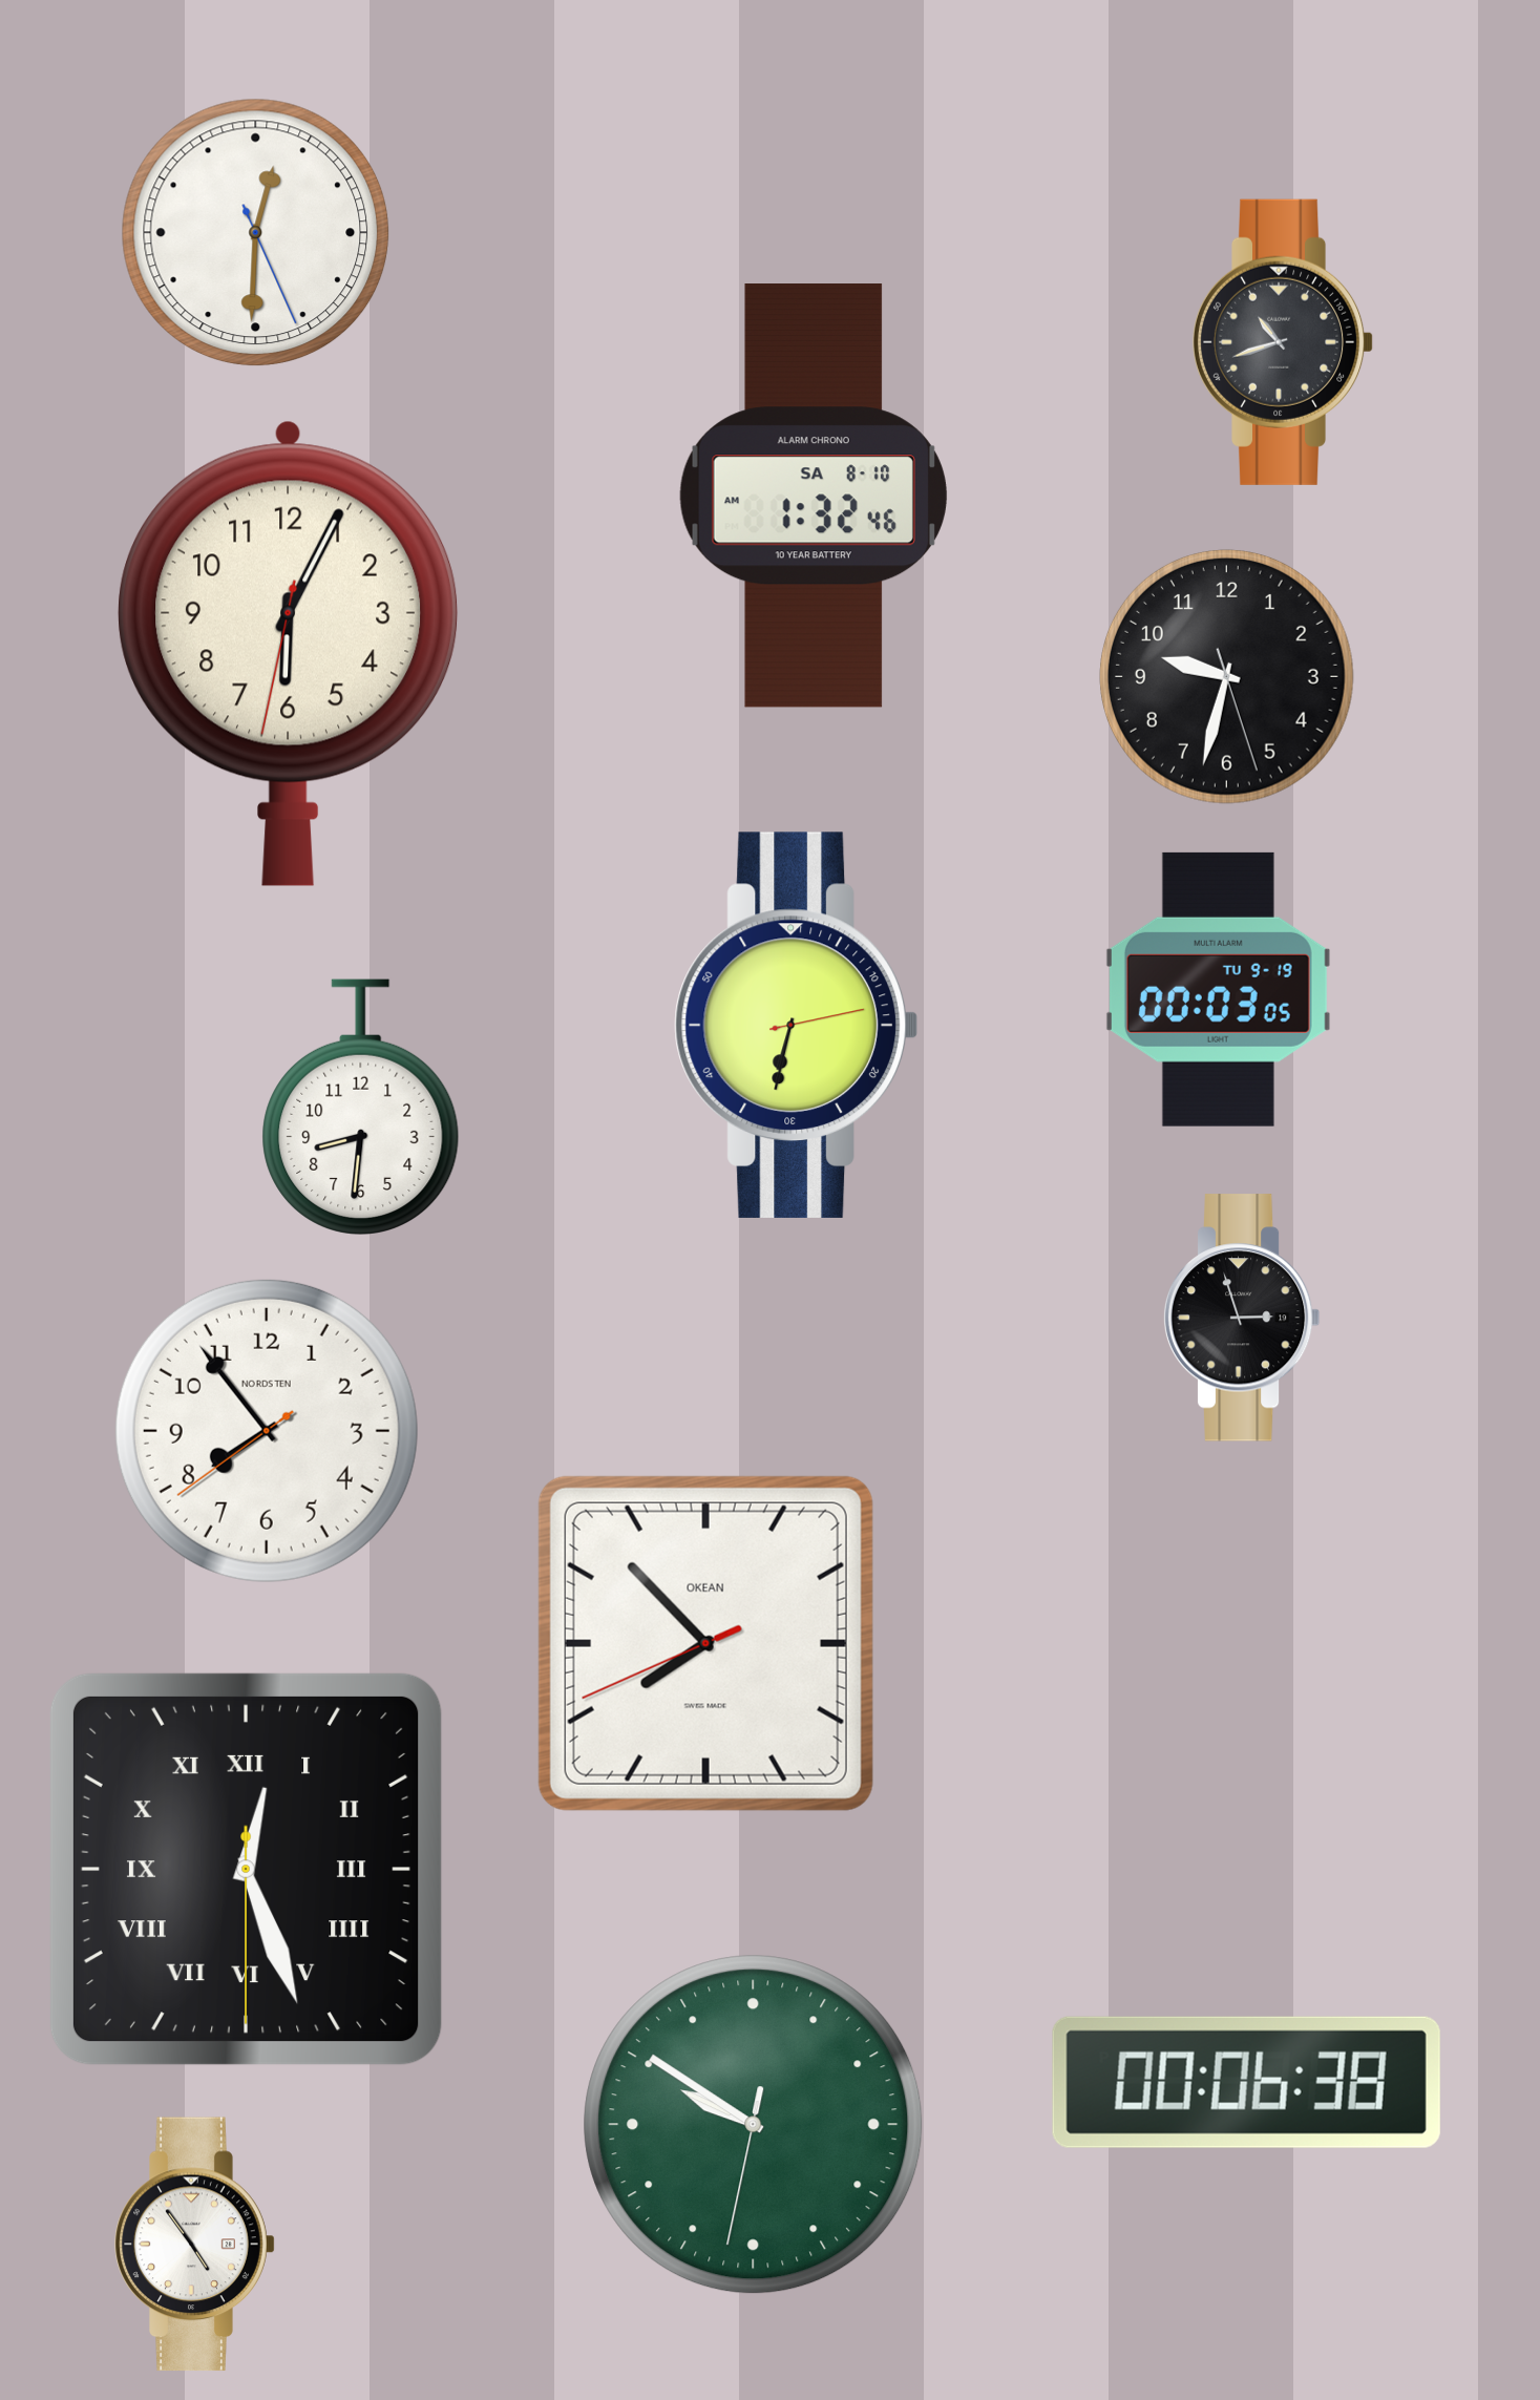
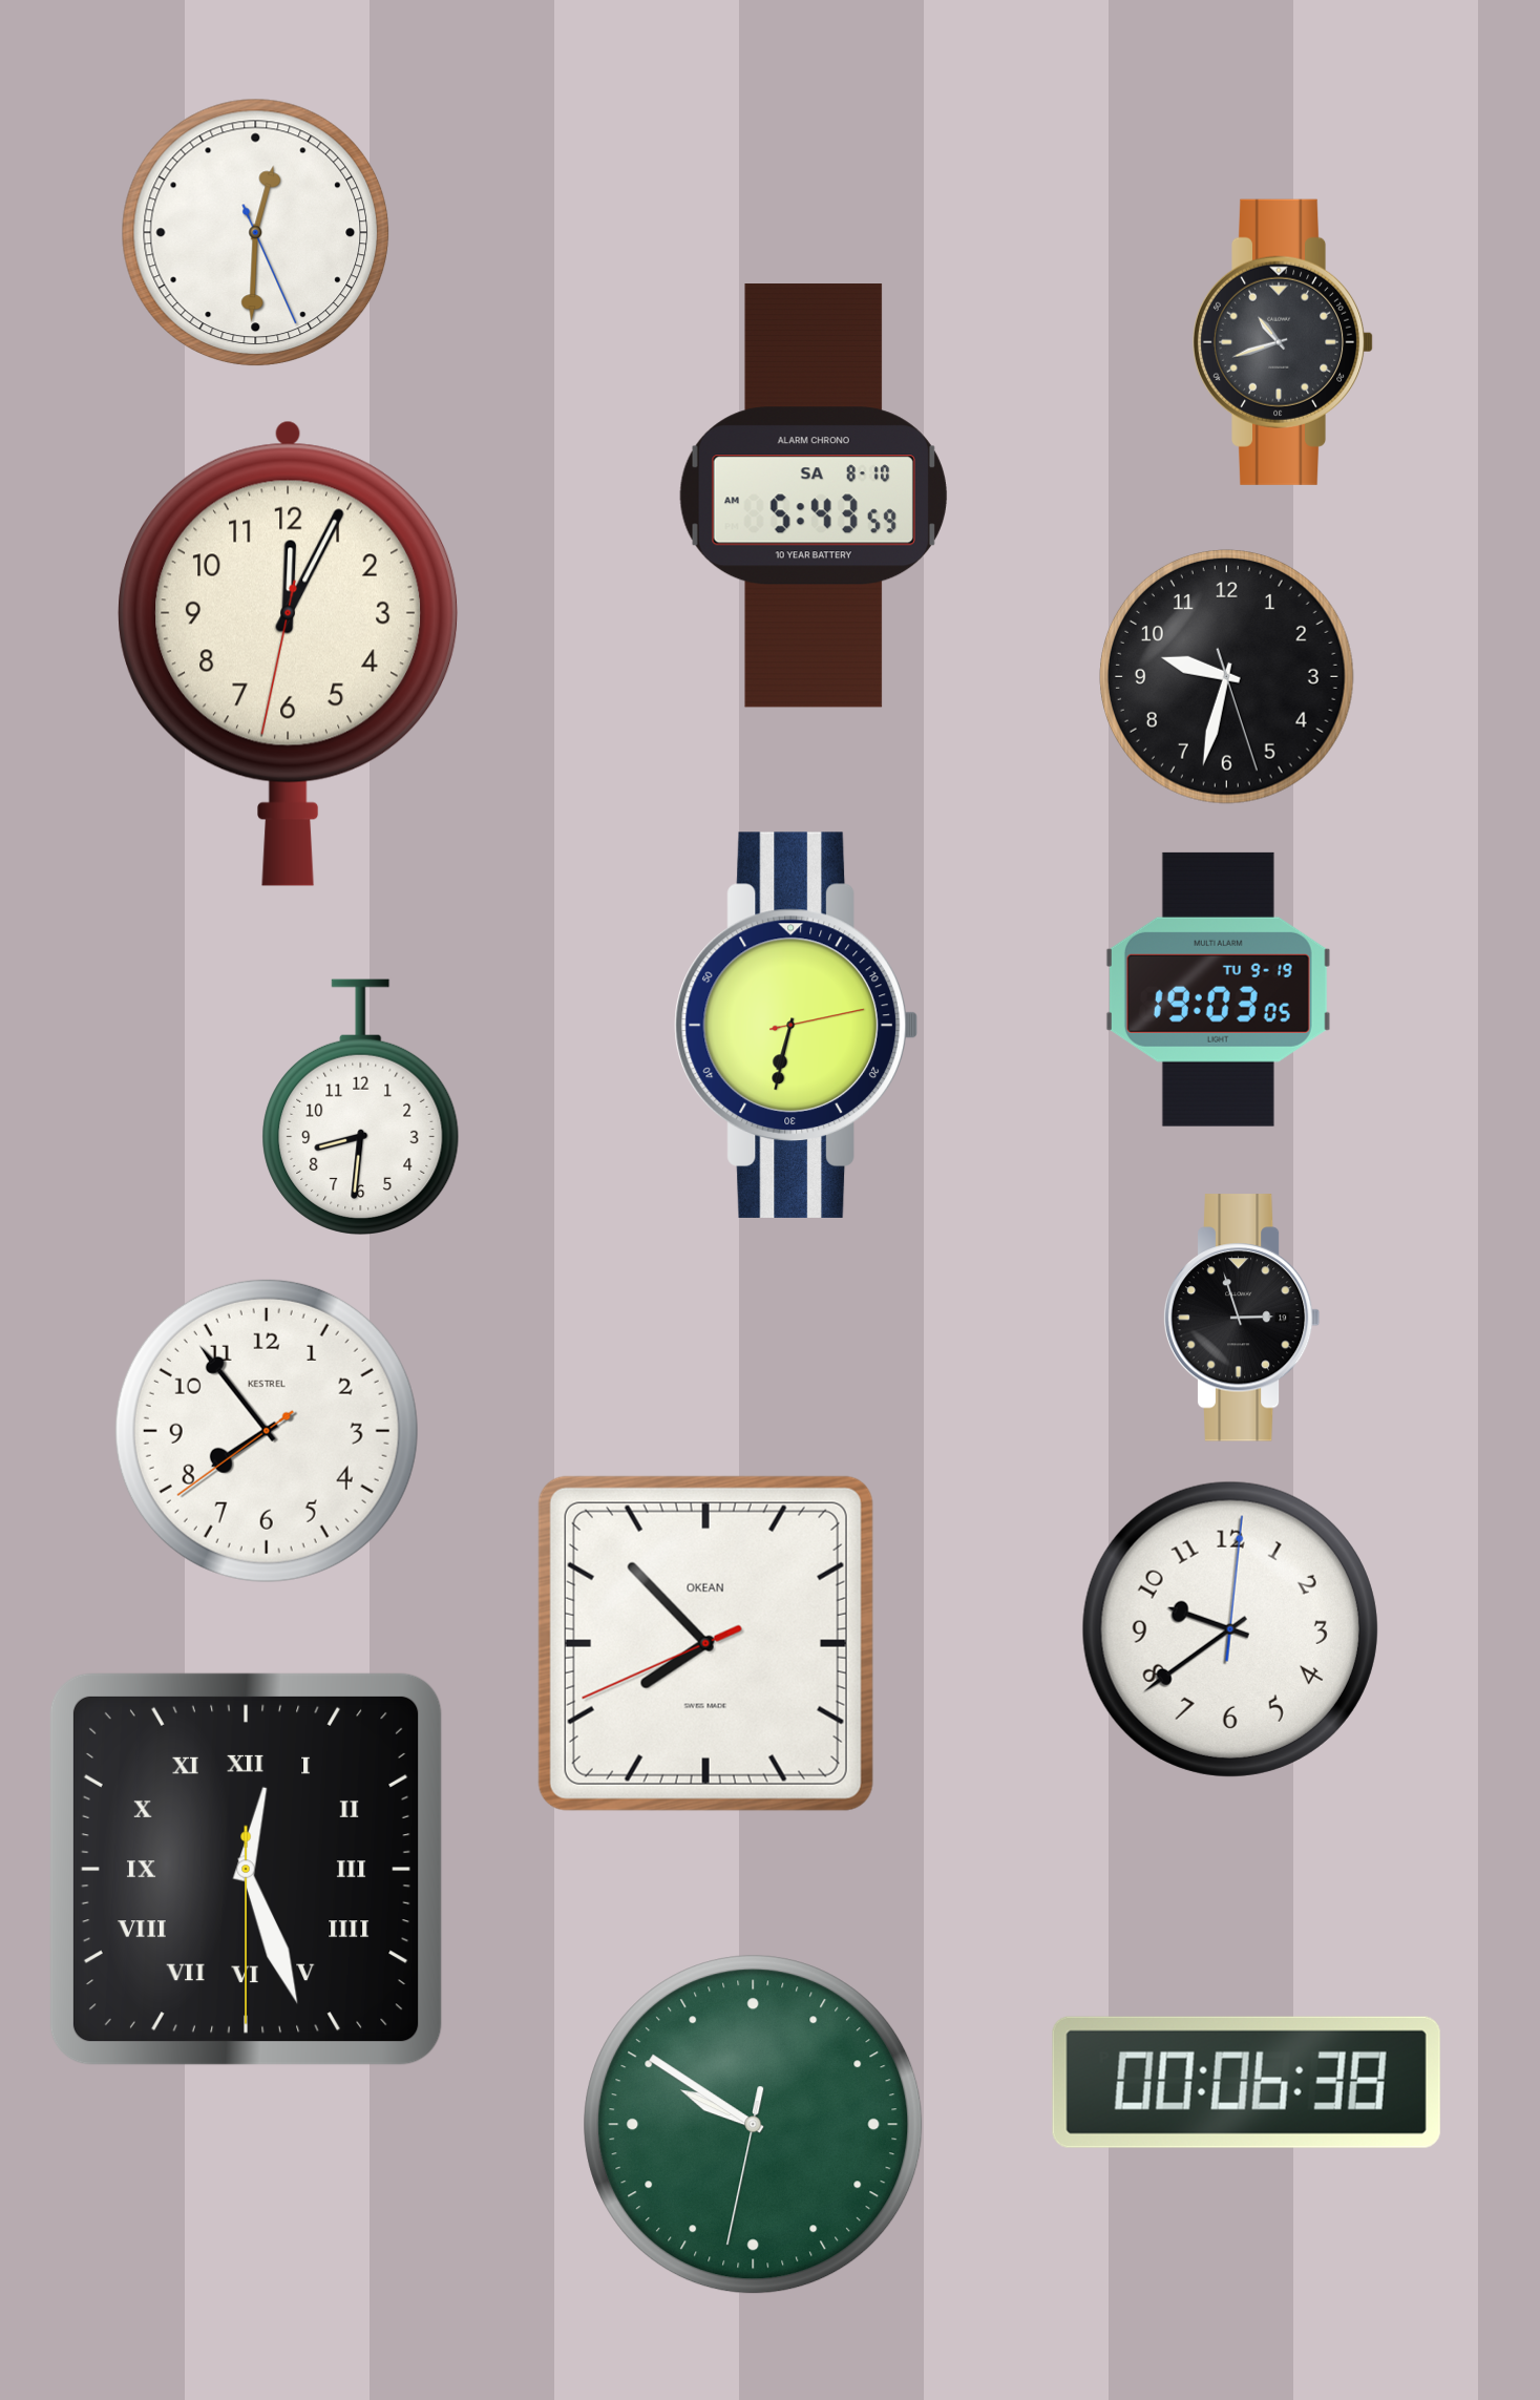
clock at (814, 496): 1:32 -> 5:43
clock at (289, 653): 6:04 -> 12:04
clock at (1218, 989): 00:03 -> 19:03
clock at (267, 1431) brand: NORDSTEN -> KESTREL
clock at (1230, 1629): none -> 9:39
clock at (195, 2245): 4:54 -> none
